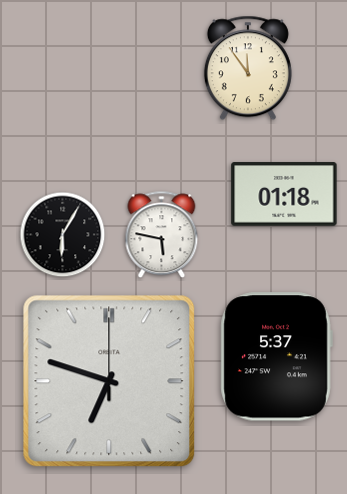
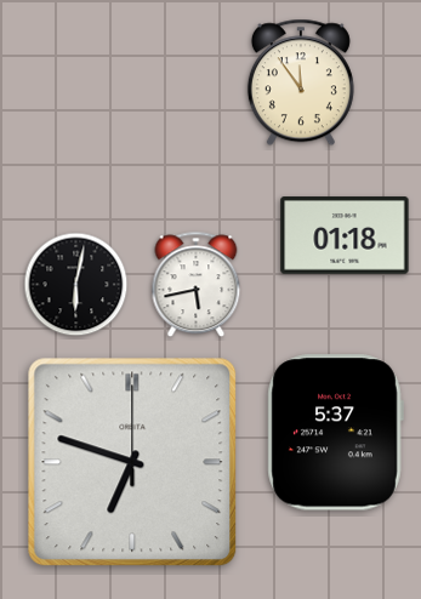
clock at (63, 235): 6:05 -> 6:02
clock at (162, 235): 5:47 -> 5:43
